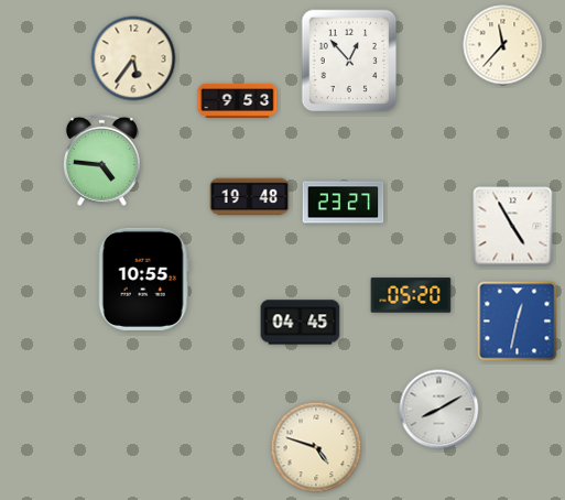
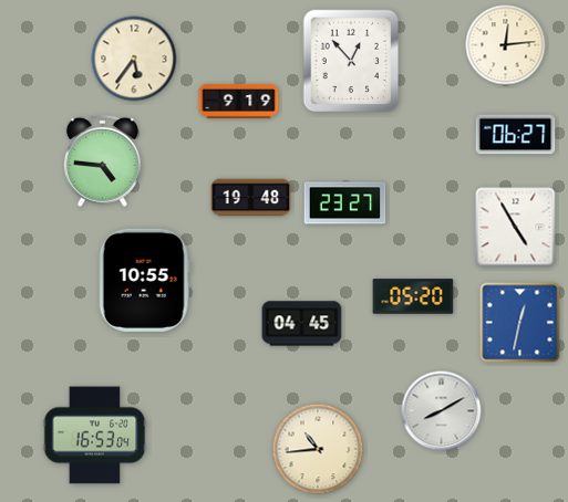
clock at (503, 45): 11:37 -> 12:14
clock at (238, 100): 9:53 -> 9:19
clock at (516, 135): none -> 06:27
clock at (95, 436): none -> 16:53
clock at (316, 447): 4:48 -> 10:44
